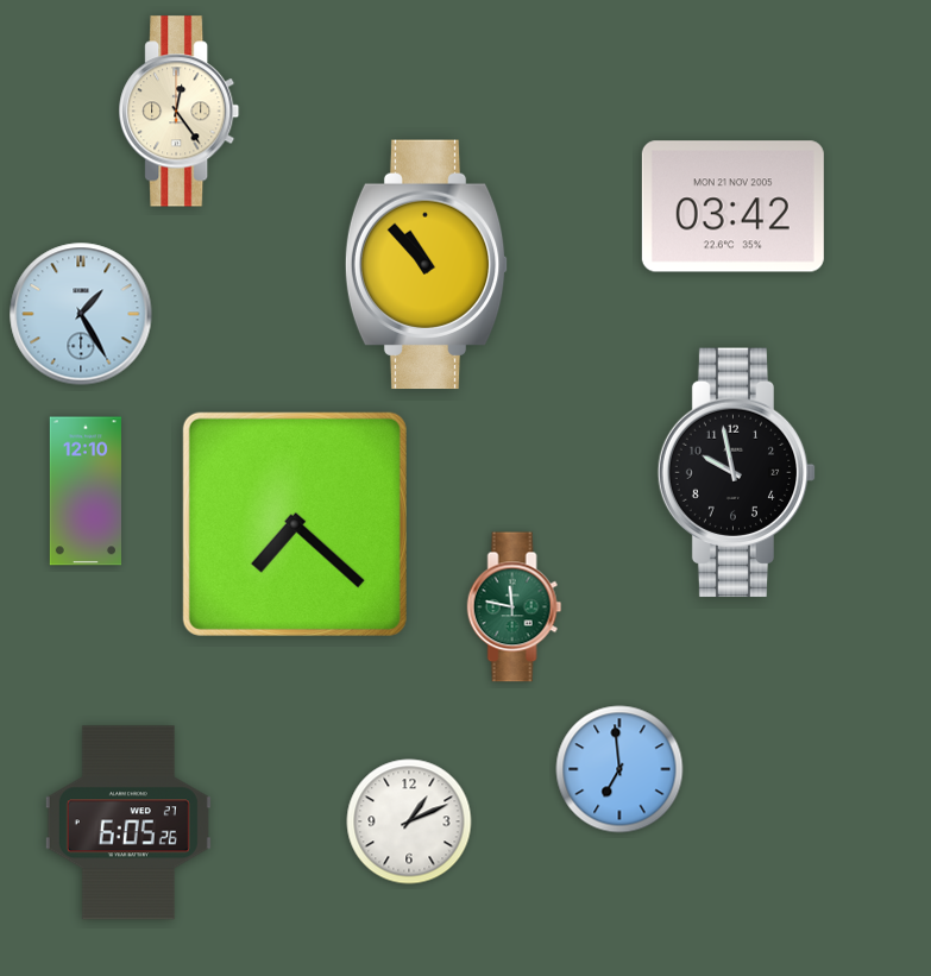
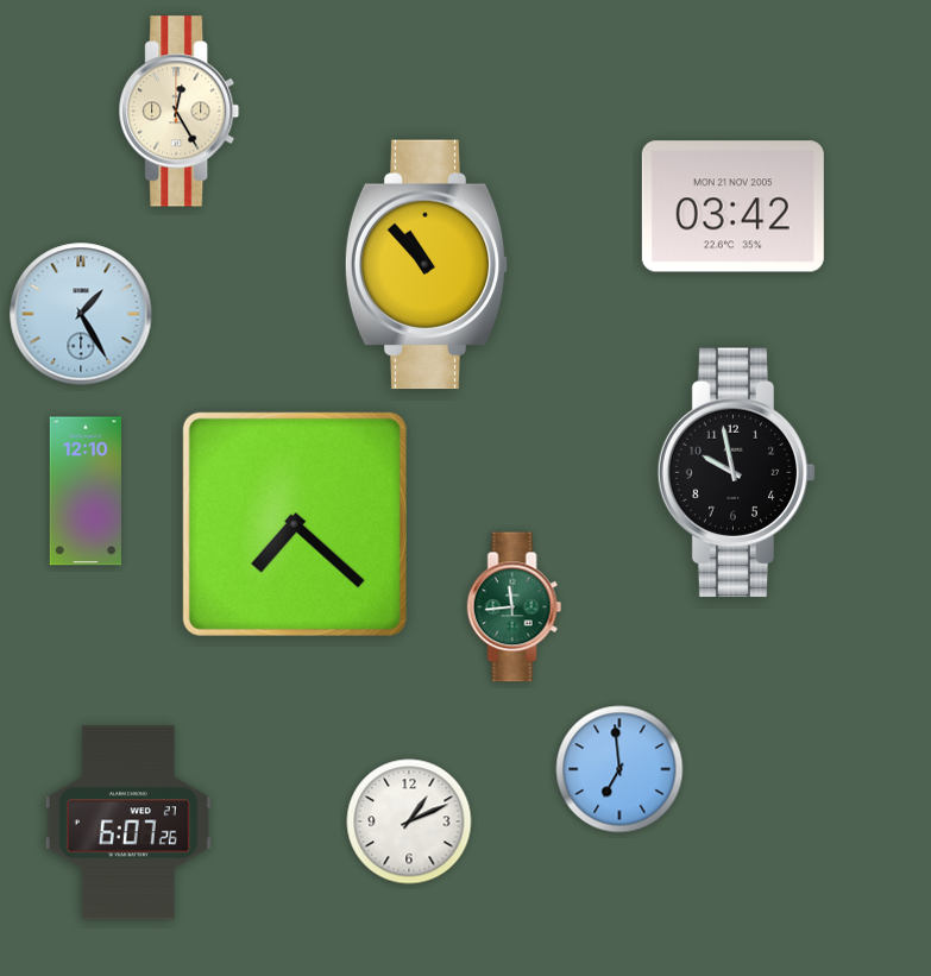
clock at (180, 112): 12:24 -> 12:25
clock at (515, 607): 11:47 -> 11:44
clock at (128, 823): 6:05 -> 6:07
